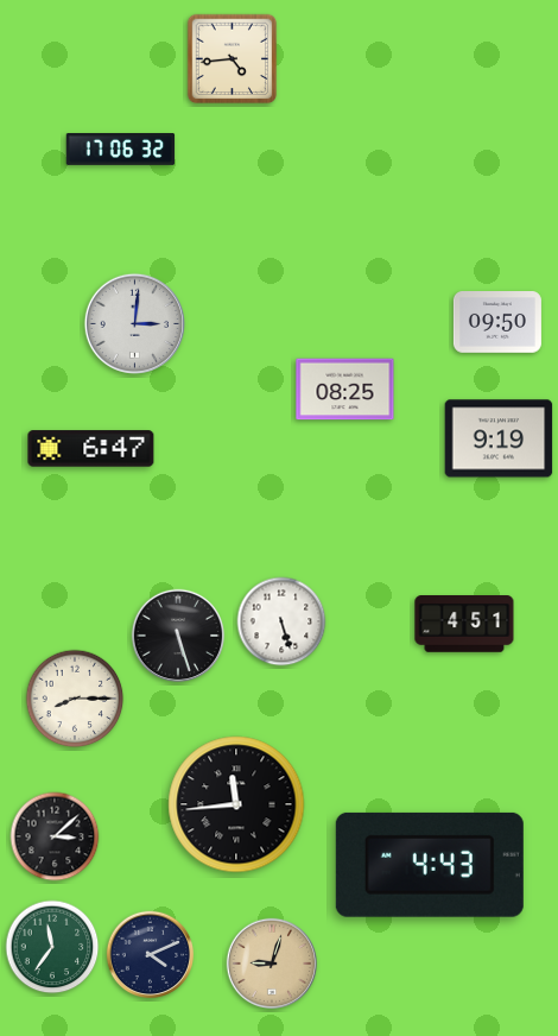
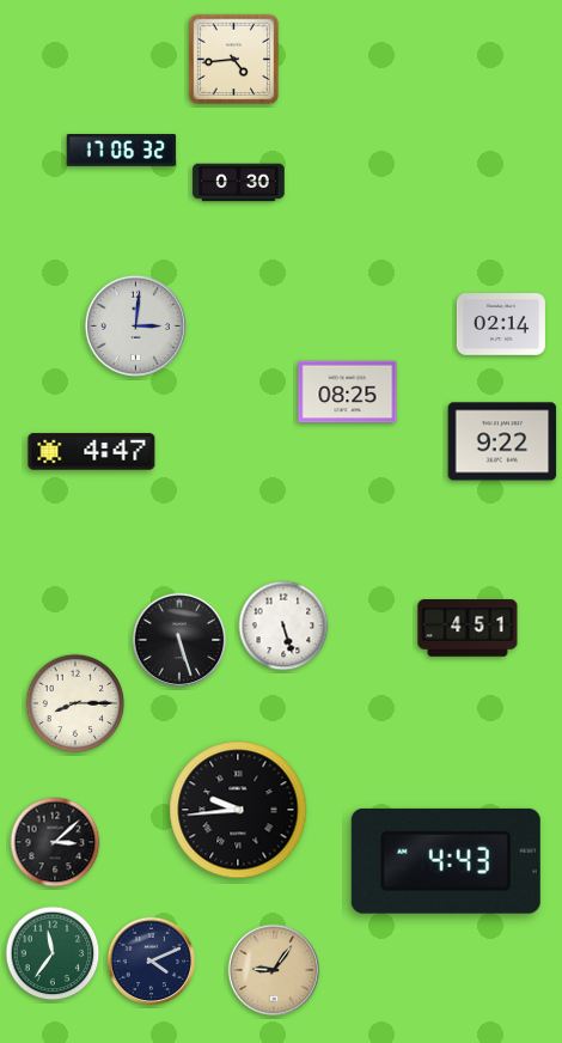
clock at (239, 183): none -> 0:30
clock at (497, 323): 09:50 -> 02:14
clock at (499, 438): 9:19 -> 9:22
clock at (91, 449): 6:47 -> 4:47
clock at (236, 804): 11:44 -> 9:44
clock at (430, 865) position: (430, 865) -> (446, 861)
clock at (272, 964): 9:03 -> 9:06
